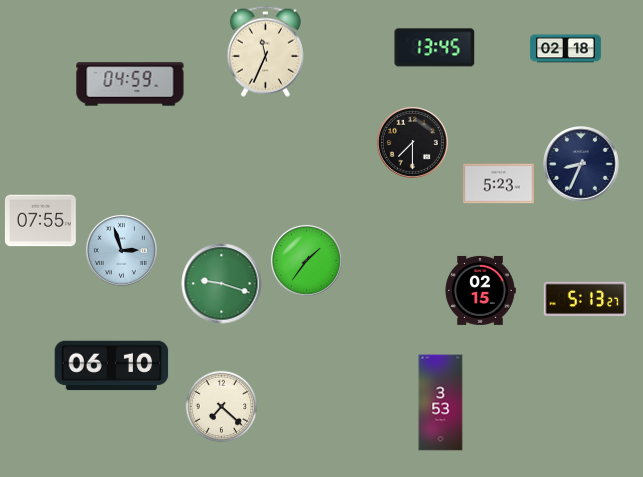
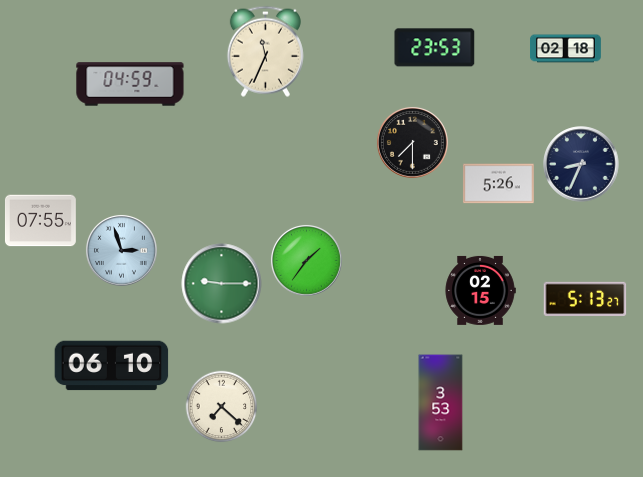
clock at (435, 48): 13:45 -> 23:53
clock at (498, 184): 5:23 -> 5:26
clock at (222, 284): 9:18 -> 9:15
